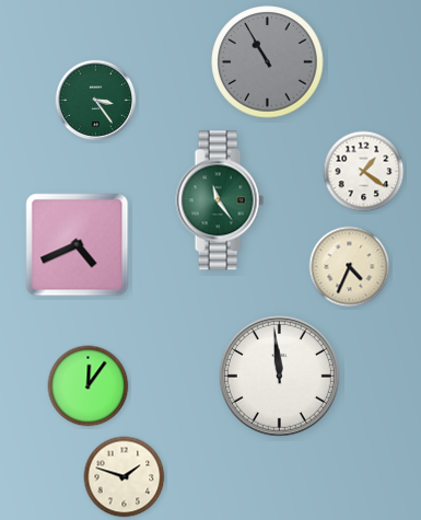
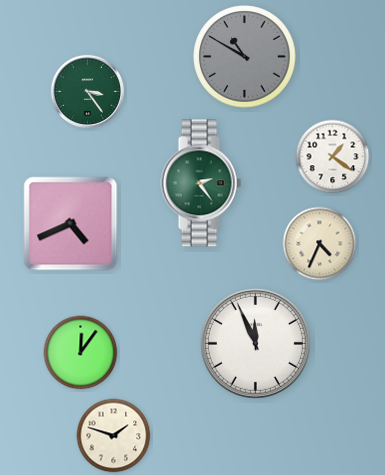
clock at (268, 62): 10:55 -> 10:50
clock at (220, 200): 11:24 -> 2:24
clock at (279, 375): 11:59 -> 11:56
